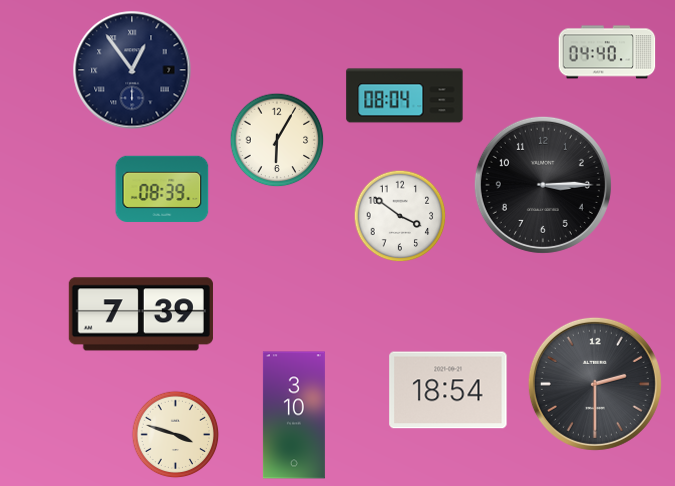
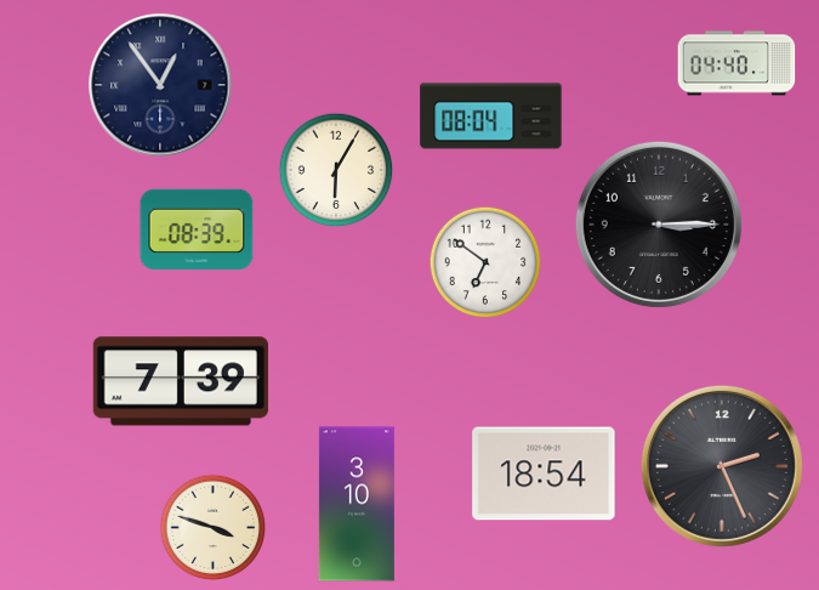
clock at (400, 216): 3:51 -> 6:51
clock at (141, 314) position: (141, 314) -> (181, 381)
clock at (595, 384): 2:30 -> 2:26
